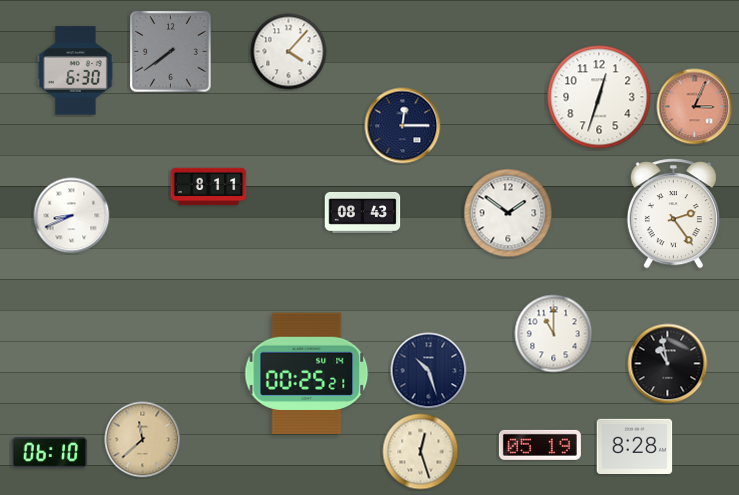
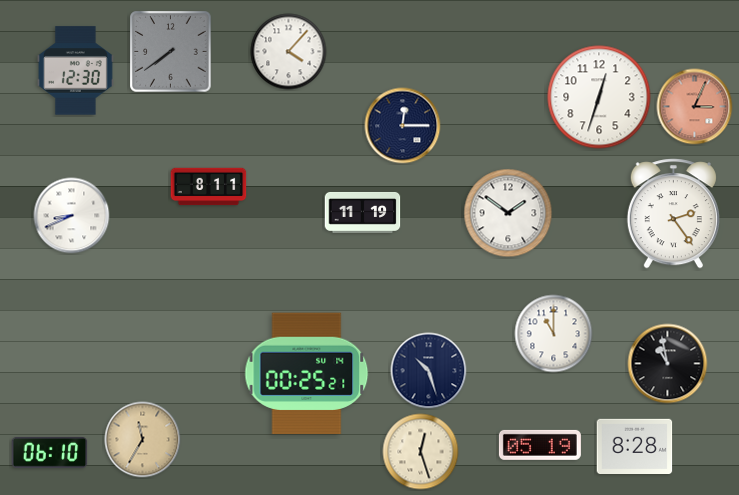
clock at (75, 71): 6:30 -> 12:30
clock at (363, 212): 08:43 -> 11:19
clock at (143, 440): 11:38 -> 11:35
